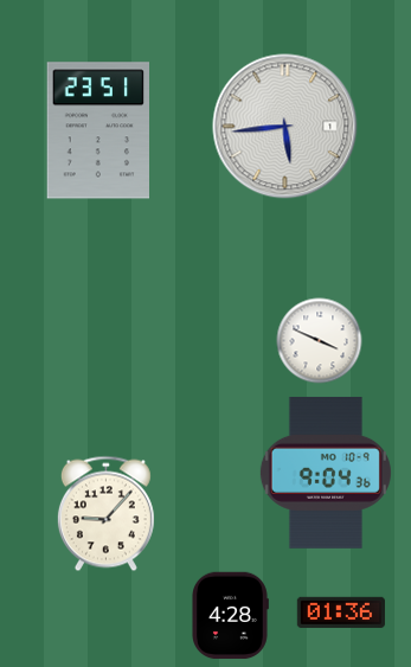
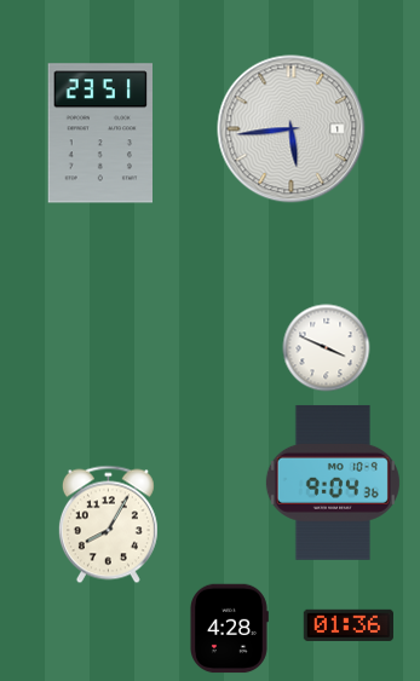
clock at (105, 514): 9:07 -> 8:05
clock at (231, 616) position: (231, 616) -> (230, 629)
